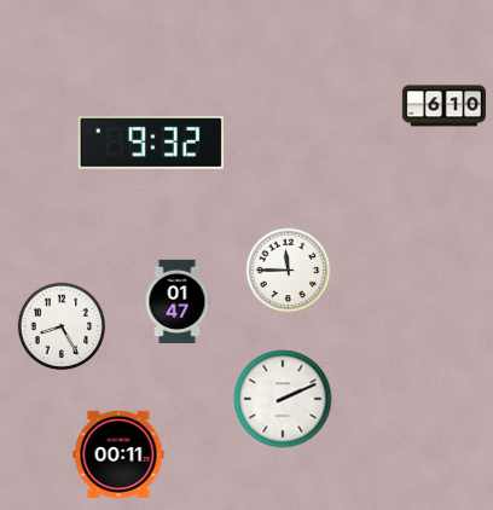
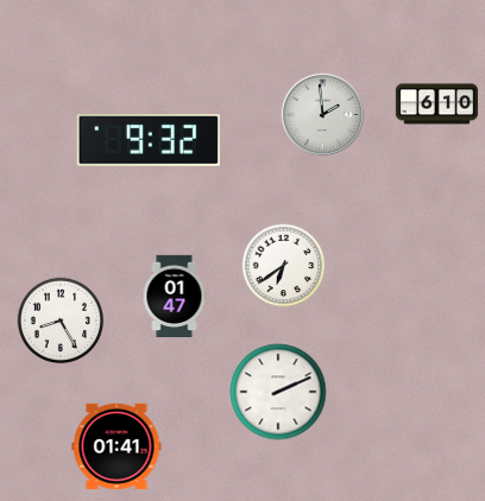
clock at (322, 114): none -> 1:59
clock at (289, 271): 11:45 -> 6:39
clock at (118, 454): 00:11 -> 01:41
